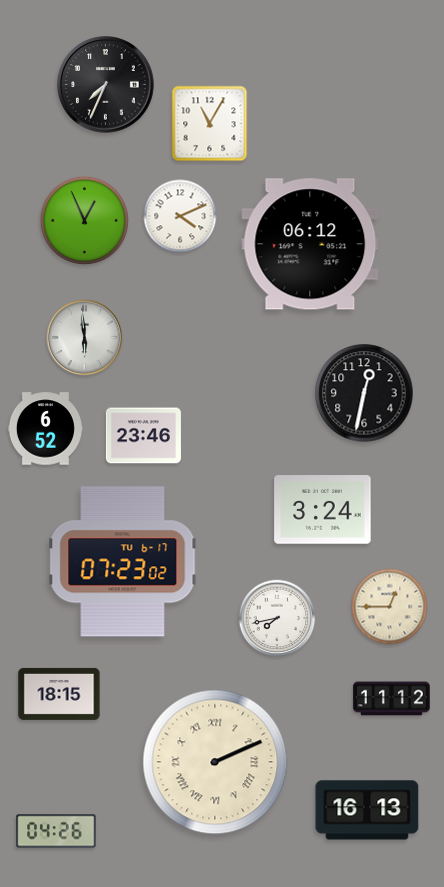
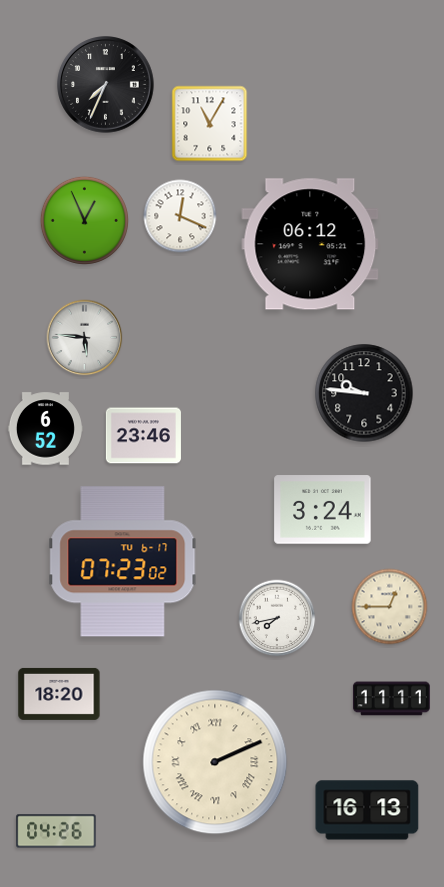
clock at (180, 216): 4:11 -> 12:19
clock at (85, 338): 5:59 -> 5:46
clock at (364, 393): 12:32 -> 9:46
clock at (59, 694): 18:15 -> 18:20
clock at (391, 699): 11:12 -> 11:11
